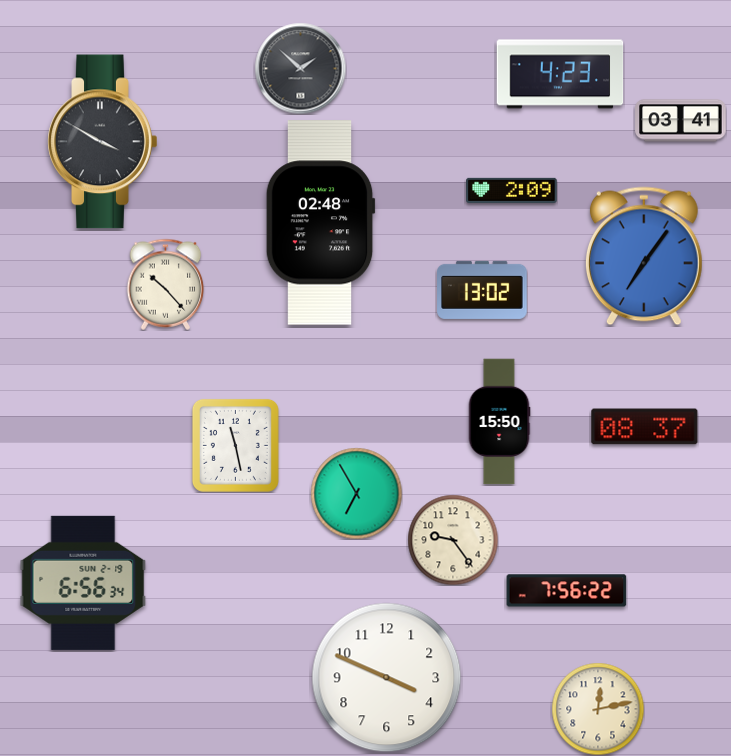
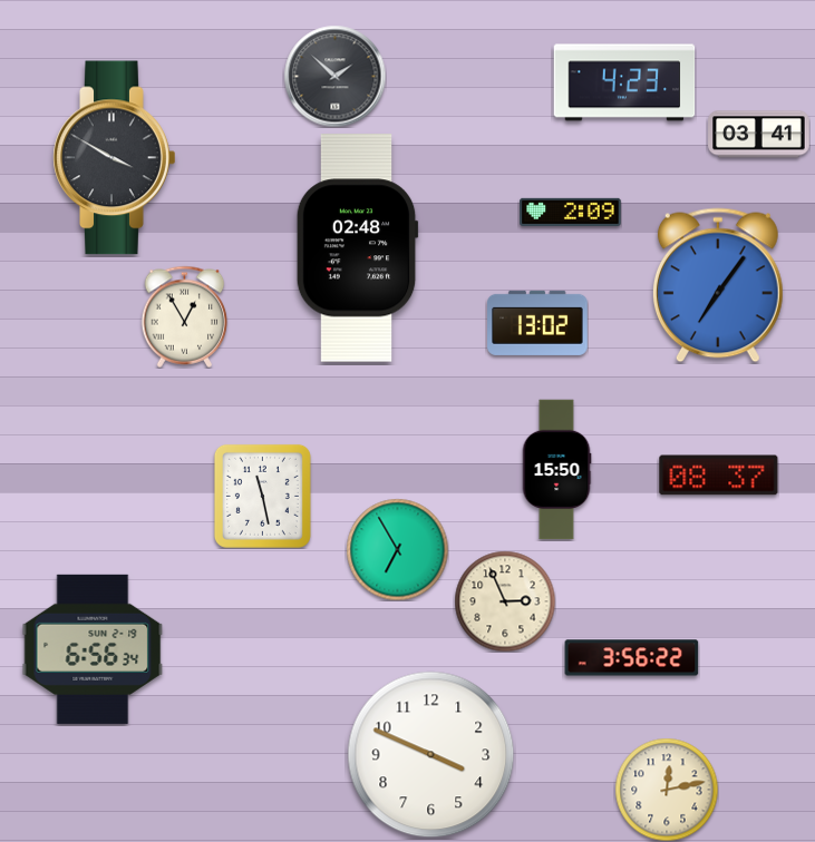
clock at (166, 284): 10:23 -> 12:55
clock at (453, 540): 9:24 -> 2:56
clock at (567, 591): 7:56 -> 3:56
